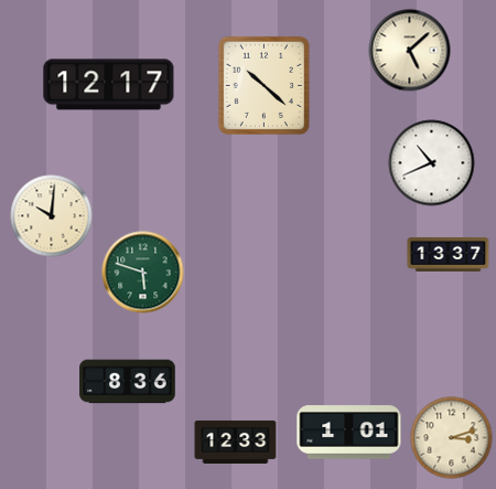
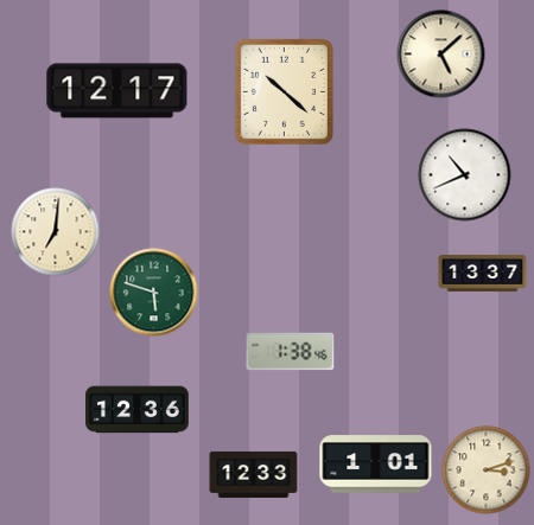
clock at (52, 216): 10:01 -> 7:01
clock at (291, 352): none -> 1:38
clock at (128, 382): 8:36 -> 12:36
